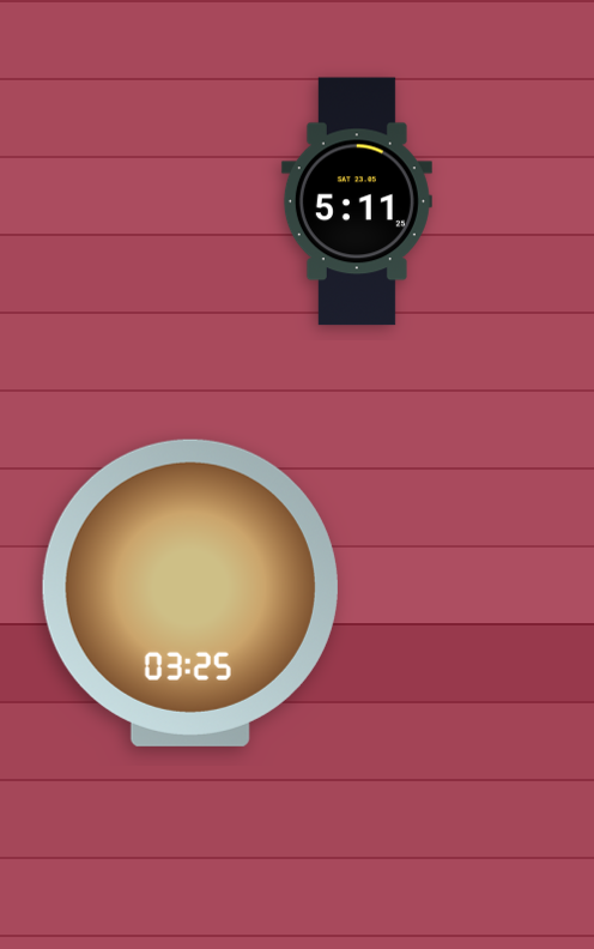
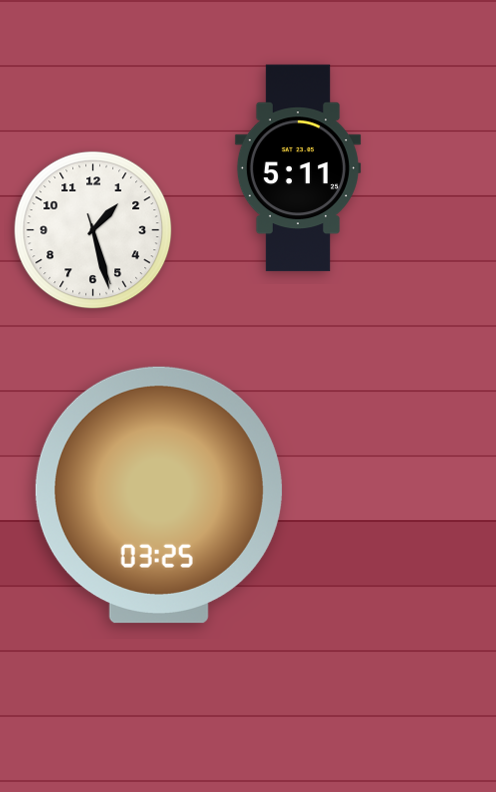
clock at (93, 230): none -> 1:27
